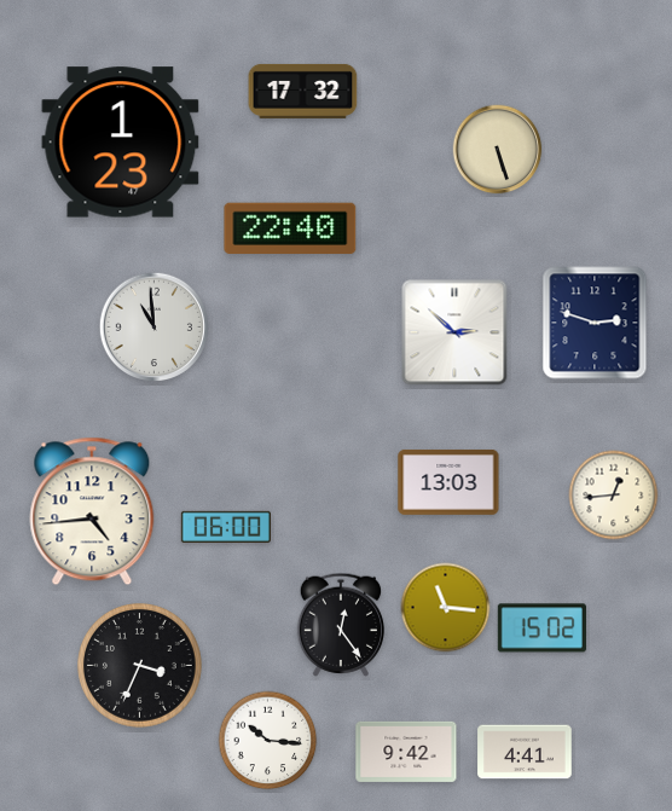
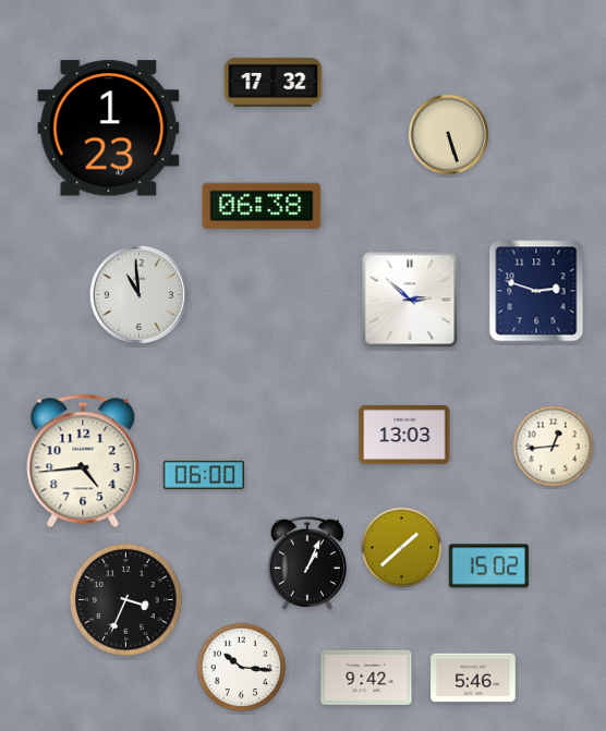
clock at (290, 228): 22:40 -> 06:38
clock at (446, 608): 11:16 -> 1:38
clock at (340, 625): 12:24 -> 1:04
clock at (525, 752): 4:41 -> 5:46
